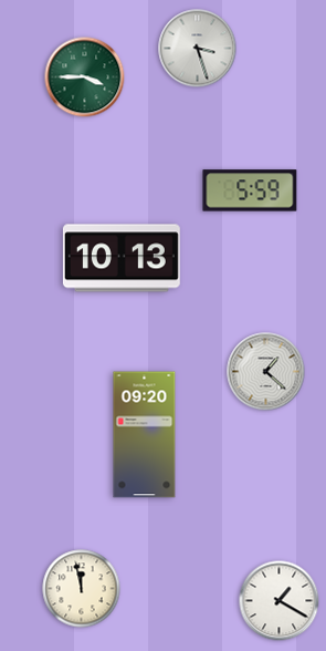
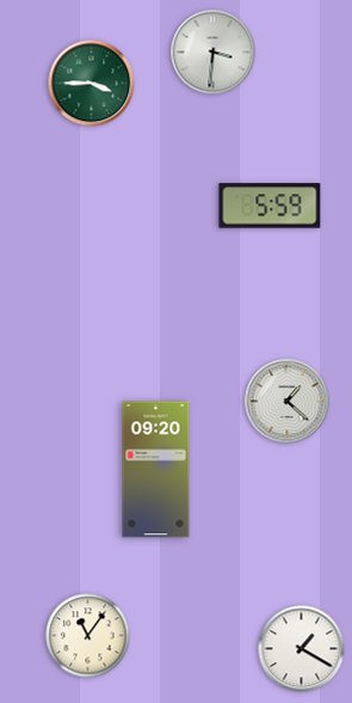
clock at (198, 49): 3:27 -> 3:31
clock at (122, 258): 10:13 -> none
clock at (82, 589): 11:58 -> 11:06
